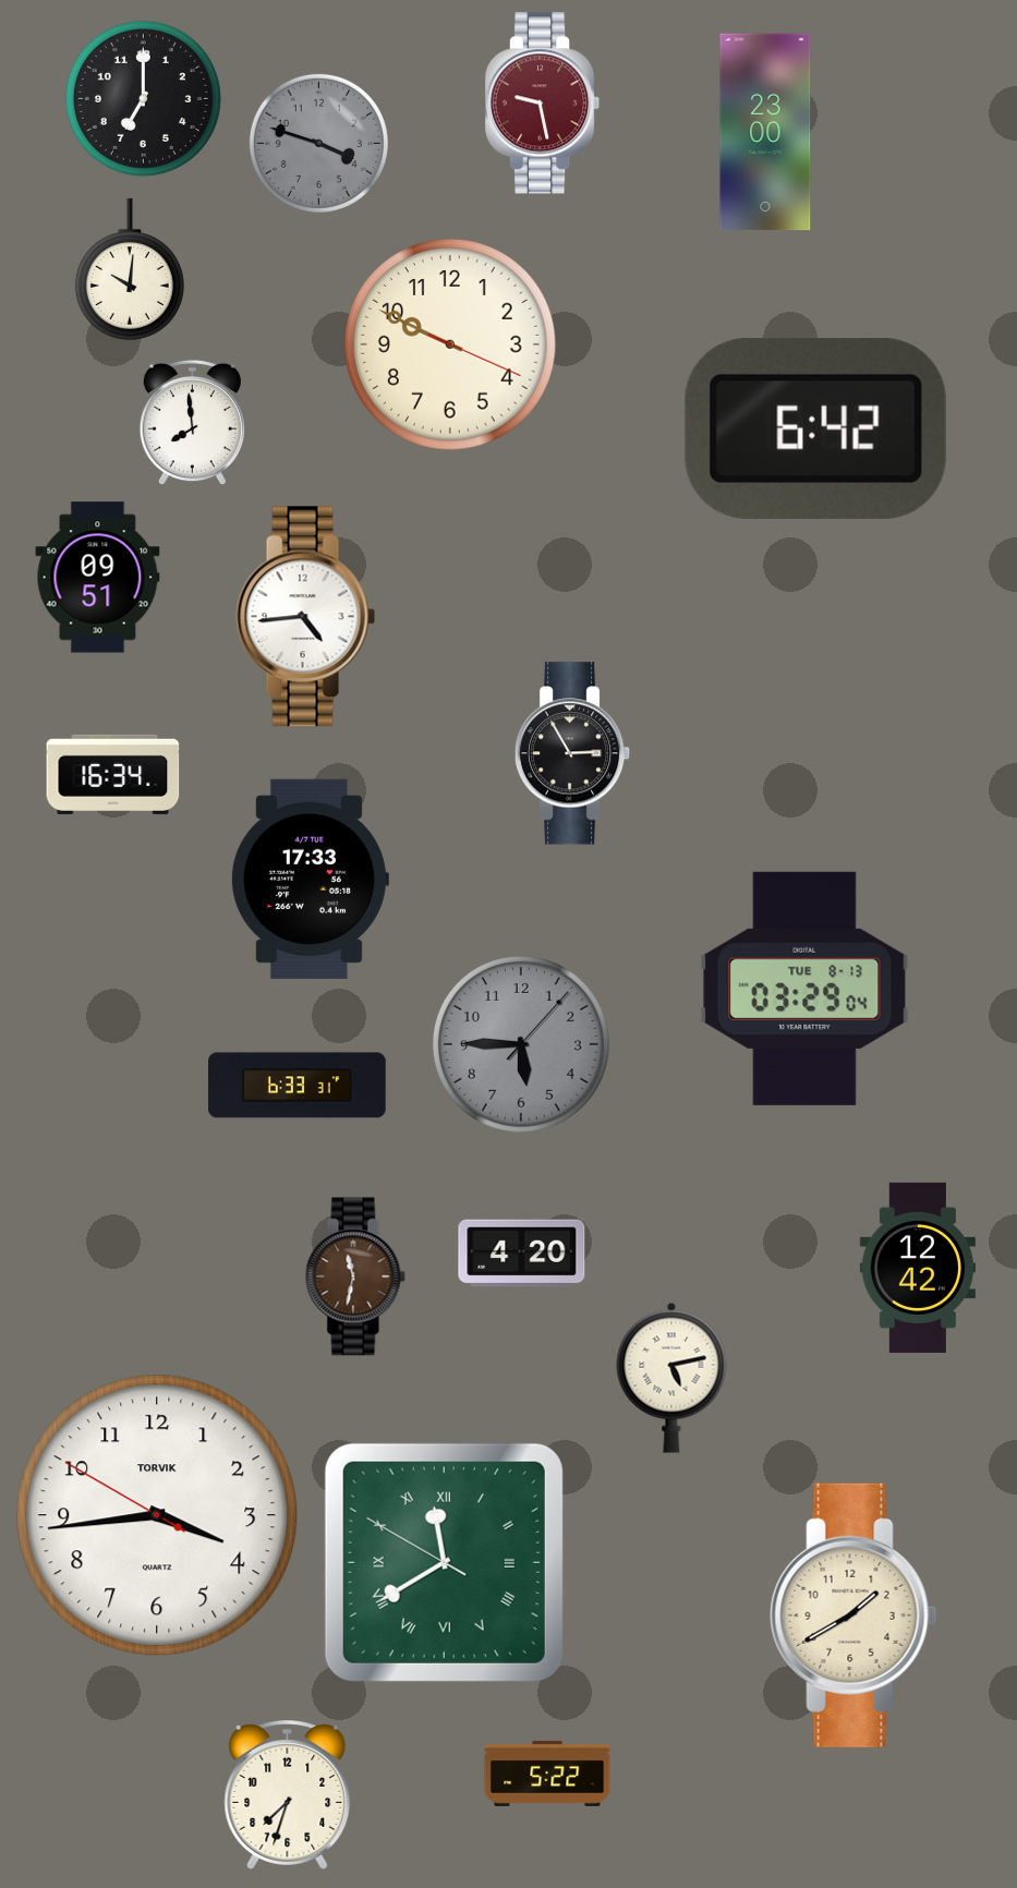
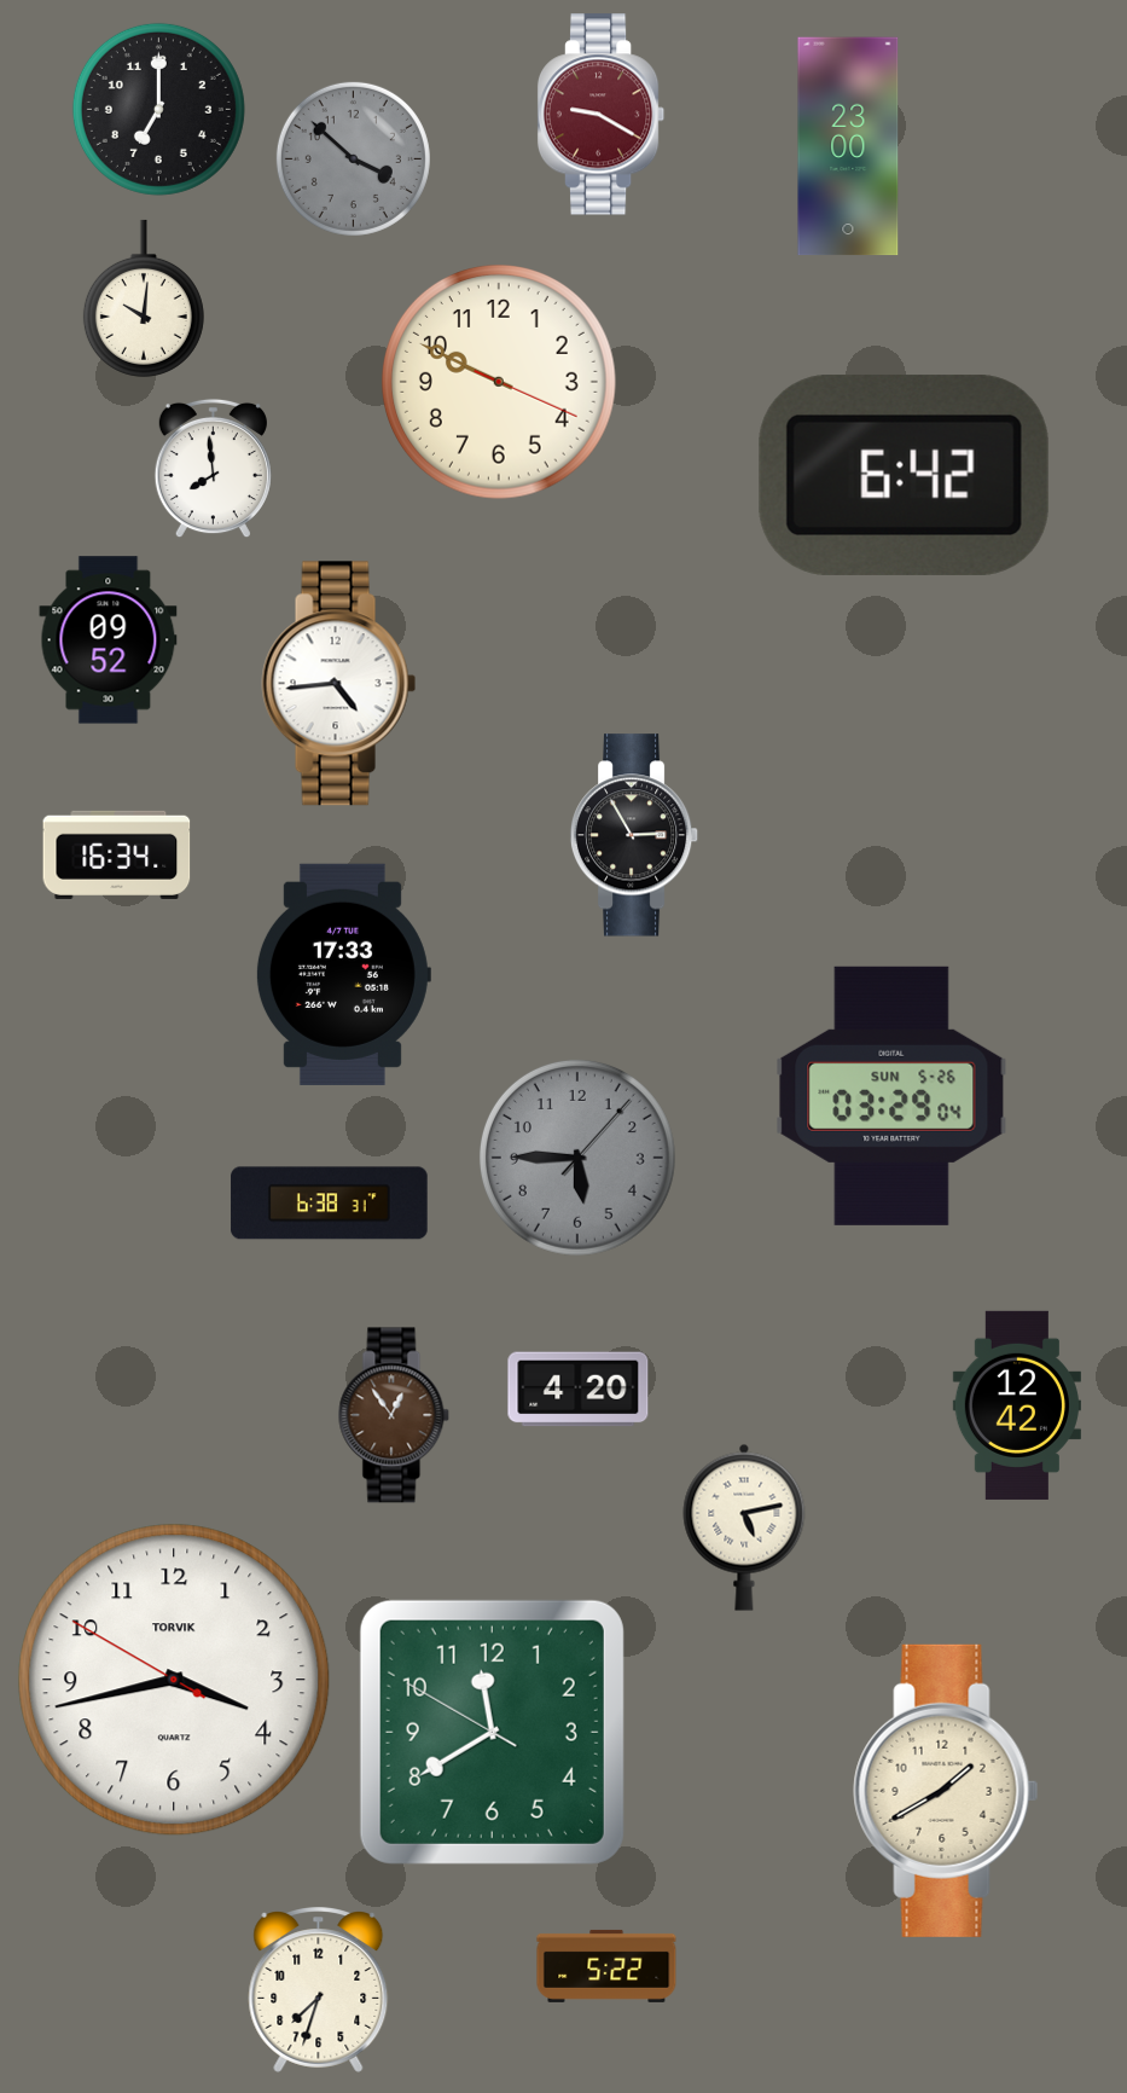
clock at (543, 104): 9:28 -> 9:20
clock at (318, 143): 3:48 -> 3:52
clock at (98, 578): 09:51 -> 09:52
clock at (113, 774) position: (113, 774) -> (117, 854)
clock at (804, 989) date: TUE 8-13 -> SUN 5-26
clock at (298, 1086): 6:33 -> 6:38
clock at (355, 1276): 11:32 -> 12:54
clock at (157, 1515): 3:43 -> 3:42
clock at (444, 1562) numerals: Roman -> Arabic
